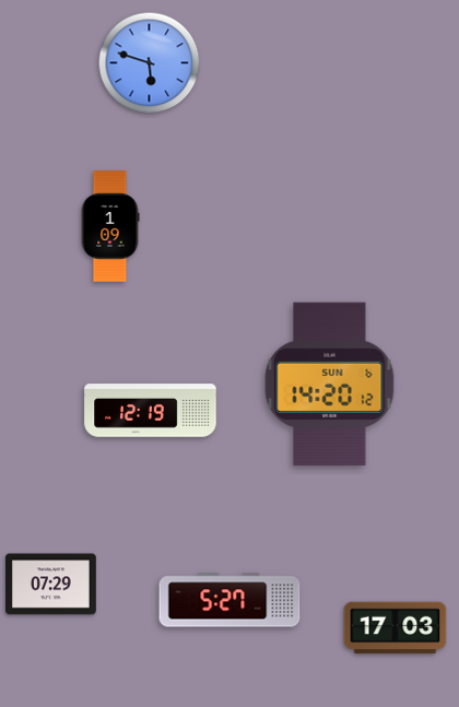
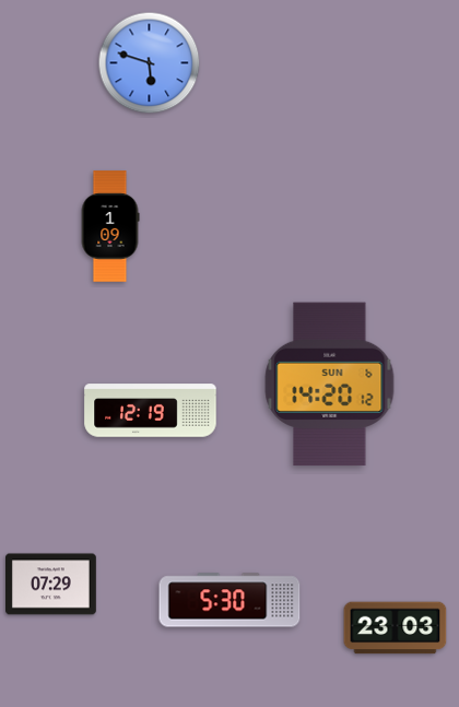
clock at (229, 600): 5:27 -> 5:30
clock at (396, 628): 17:03 -> 23:03
